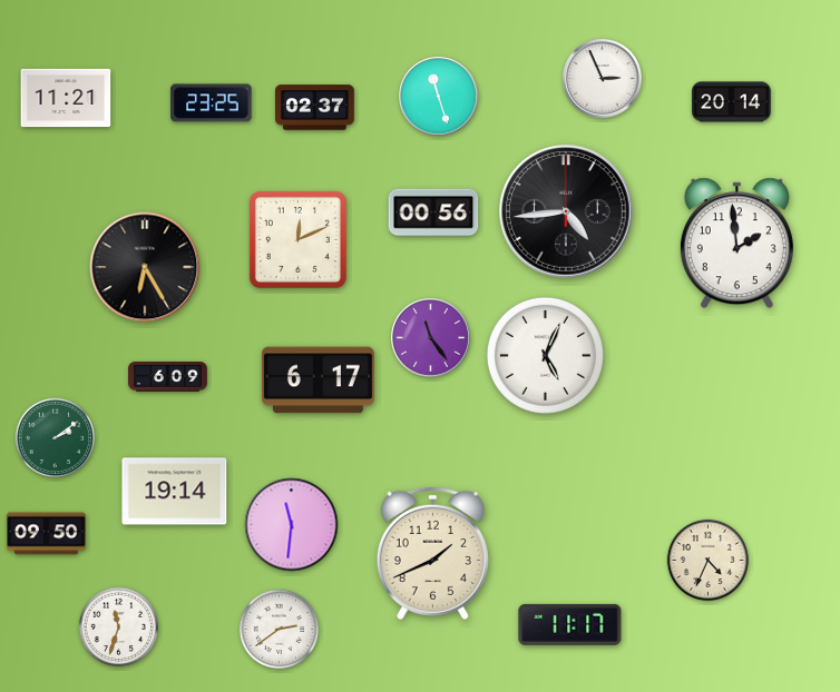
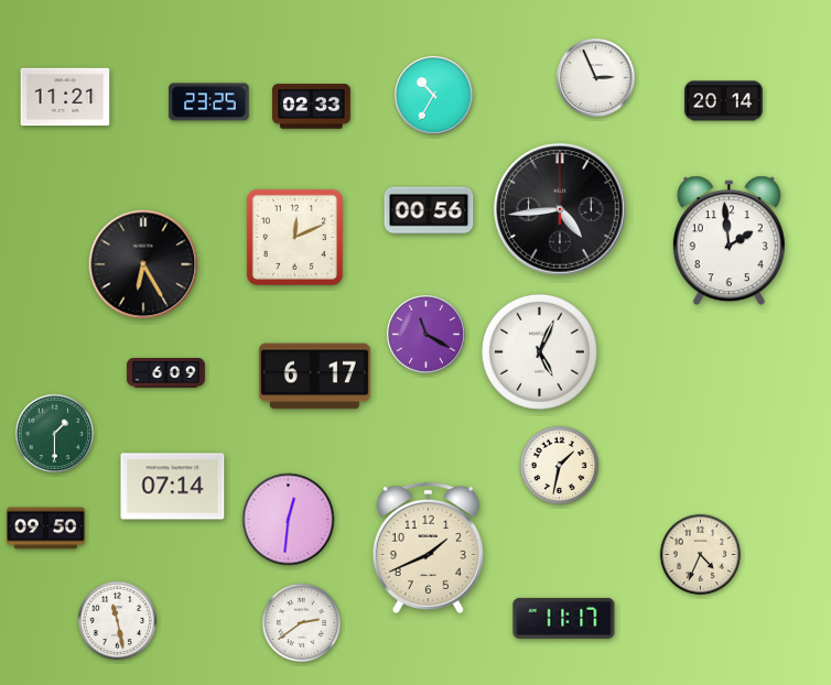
clock at (439, 97): 11:27 -> 10:35
clock at (315, 108): 02:37 -> 02:33
clock at (431, 338): 11:24 -> 11:20
clock at (56, 438): 2:09 -> 1:30
clock at (560, 466): none -> 1:32
clock at (175, 492): 19:14 -> 07:14
clock at (292, 525): 11:31 -> 12:31
clock at (119, 627): 11:33 -> 11:28
clock at (280, 630) position: (280, 630) -> (302, 623)
